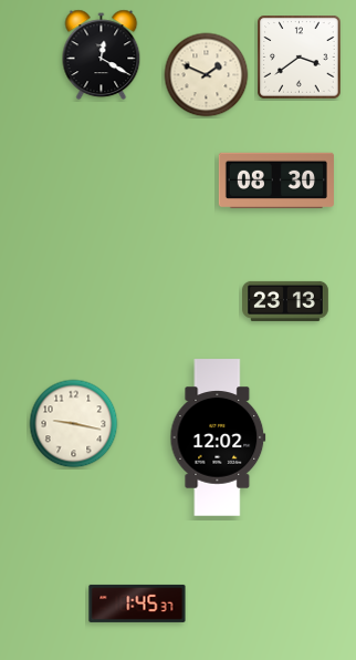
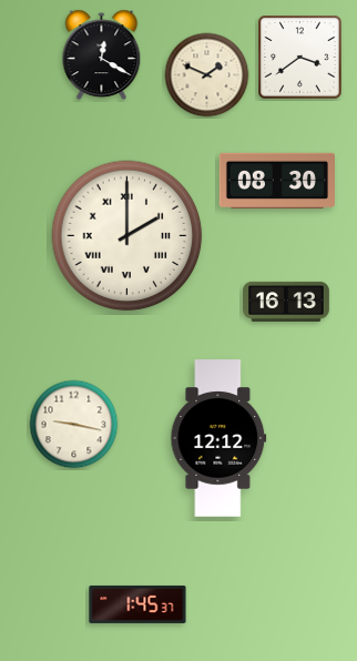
clock at (127, 236): none -> 2:00
clock at (286, 301): 23:13 -> 16:13
clock at (218, 437): 12:02 -> 12:12
